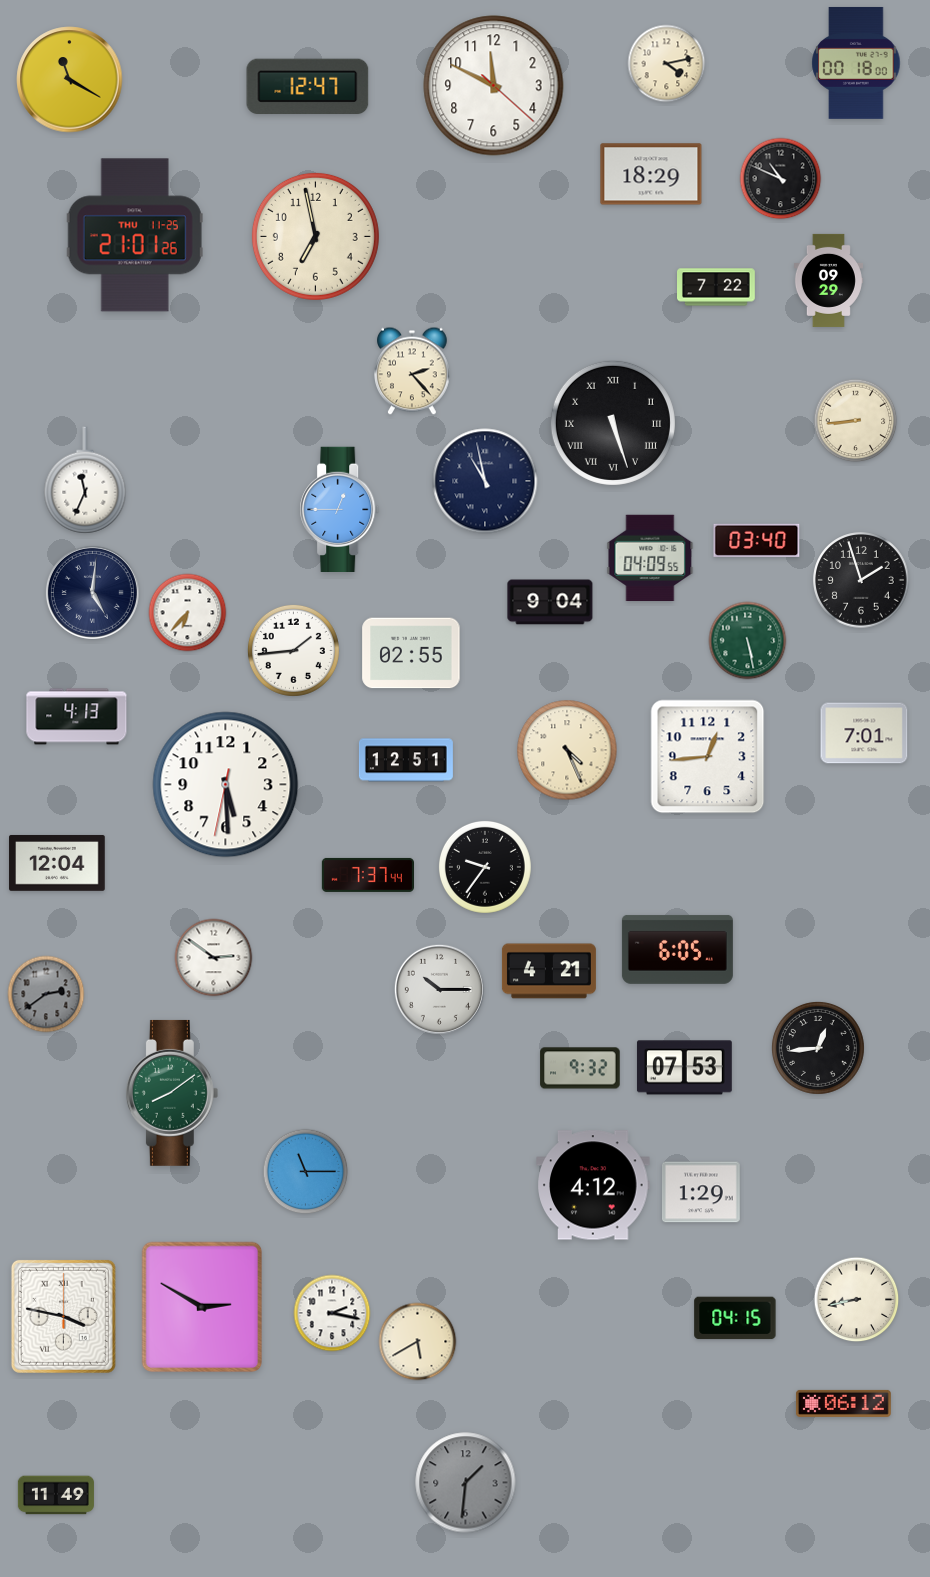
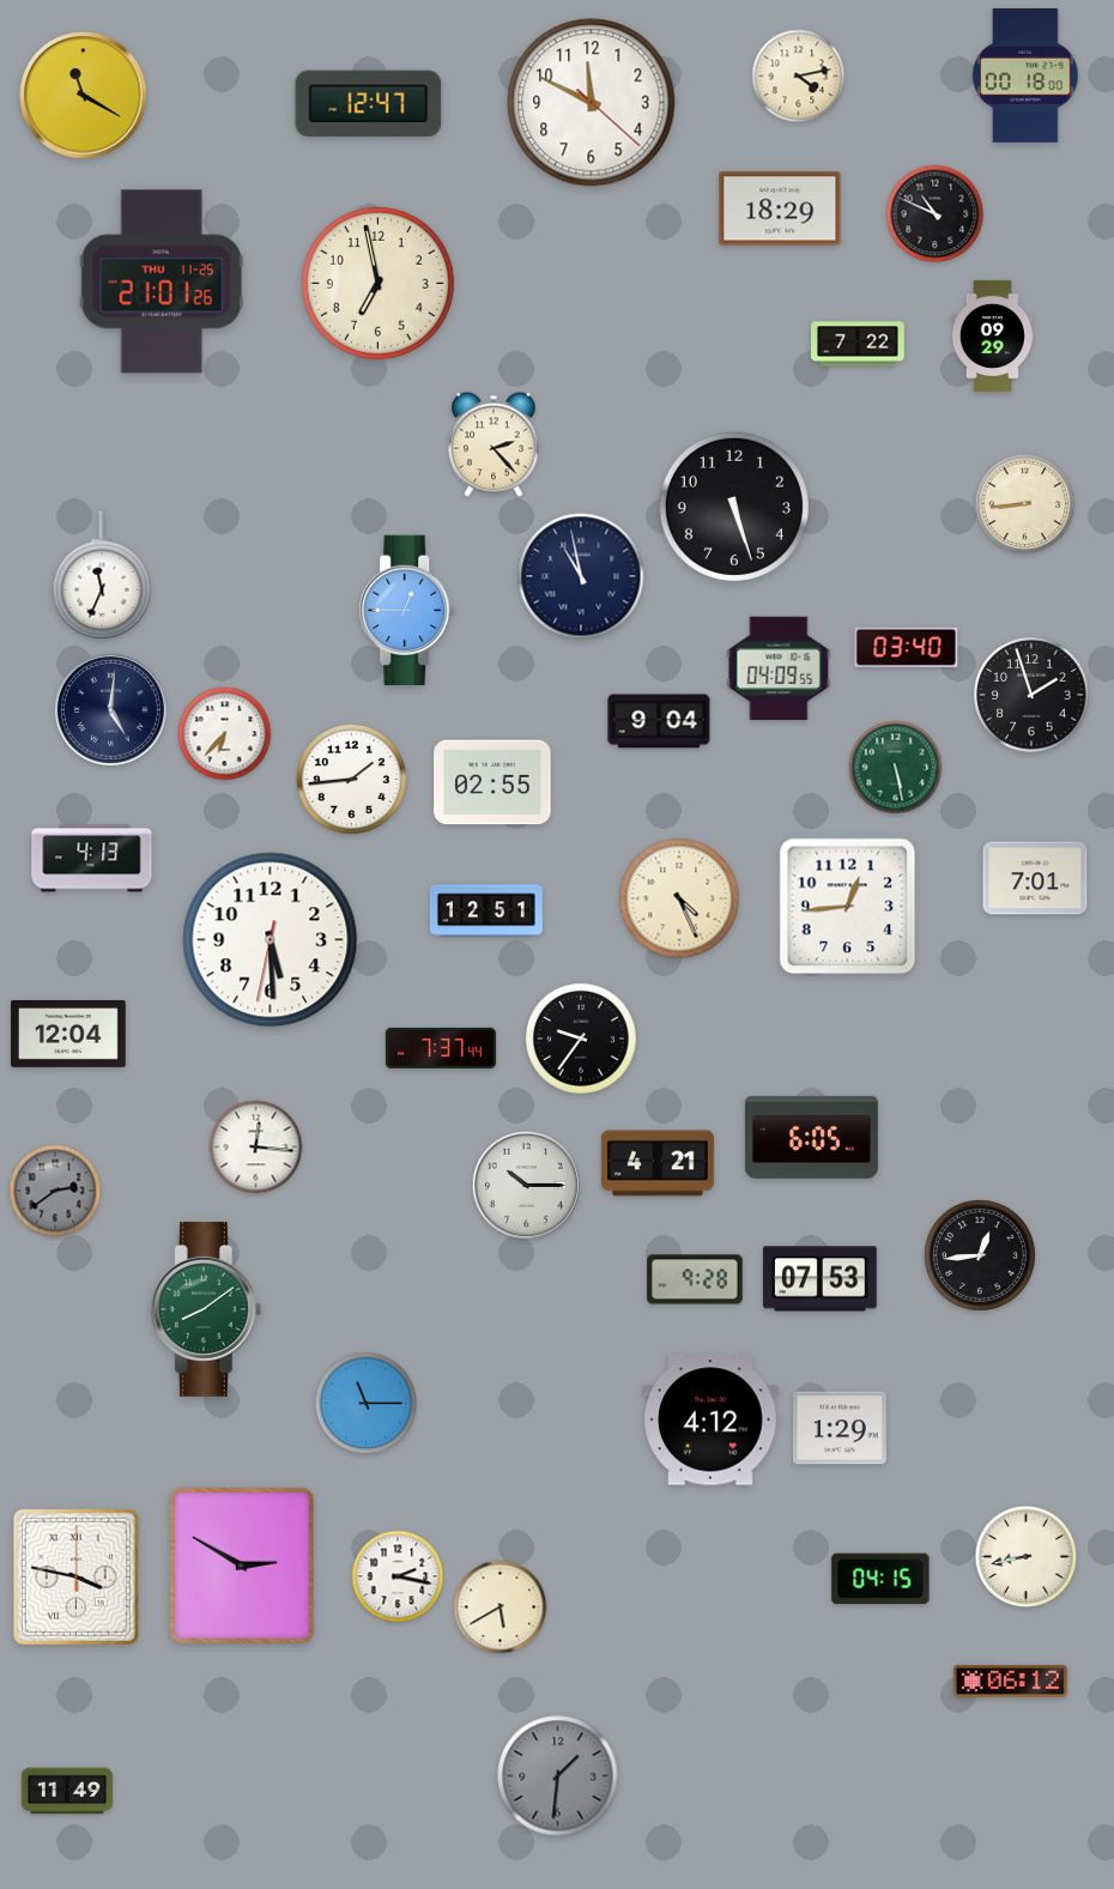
clock at (613, 423) numerals: Roman -> Arabic
clock at (214, 958): 2:51 -> 12:16
clock at (580, 1068): 9:32 -> 9:28
clock at (332, 1313) position: (332, 1313) -> (398, 1576)
